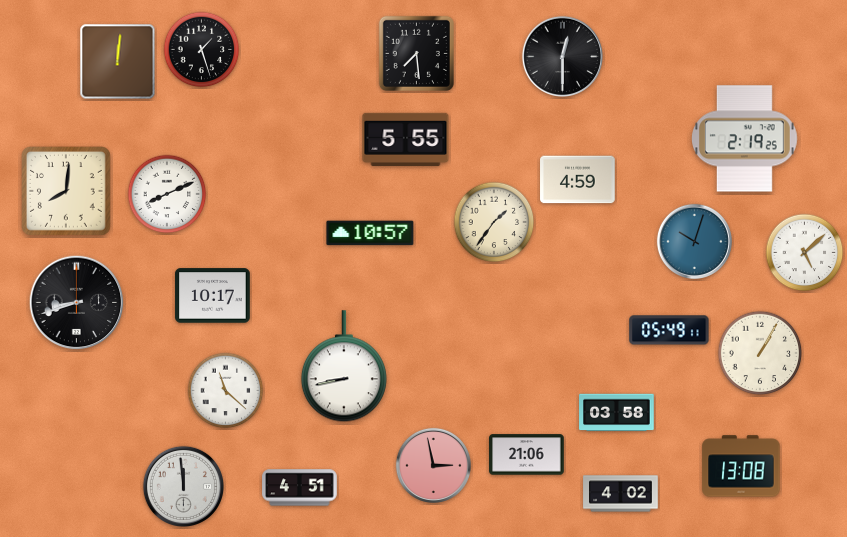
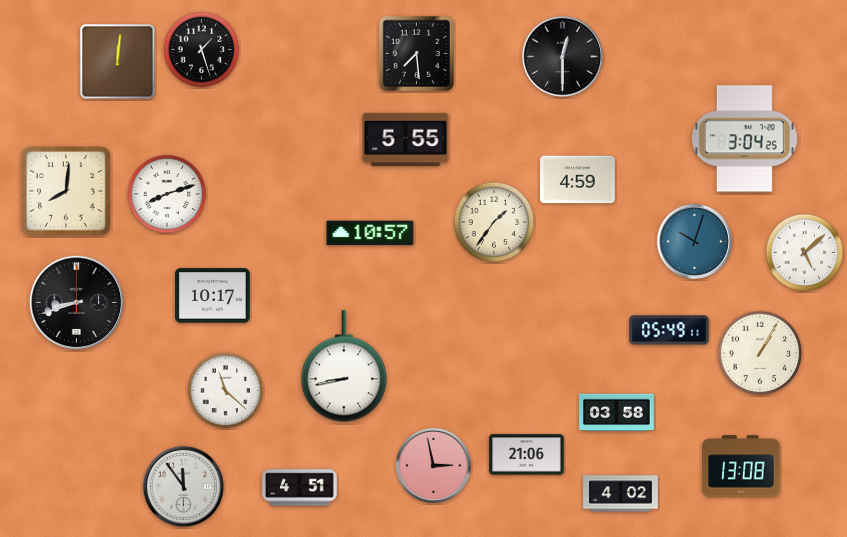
clock at (745, 139): 2:19 -> 3:04
clock at (167, 194): 8:11 -> 8:12
clock at (183, 486): 11:59 -> 11:54
